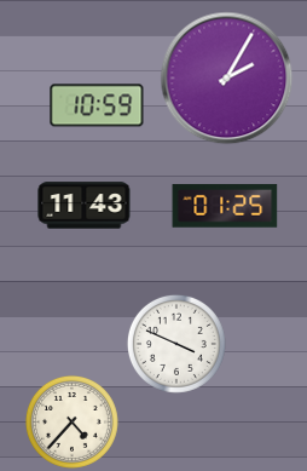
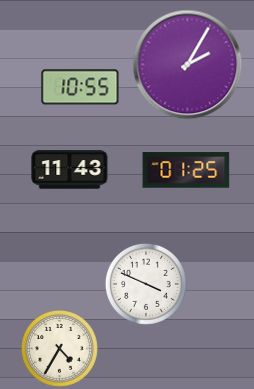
clock at (97, 105): 10:59 -> 10:55
clock at (71, 421): 4:37 -> 4:35
